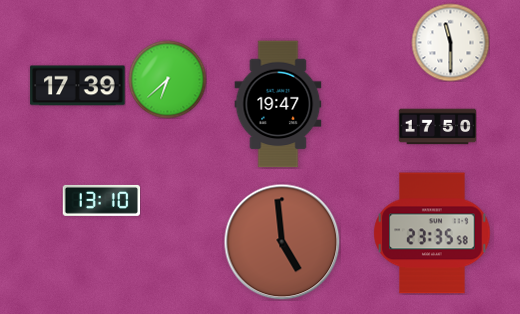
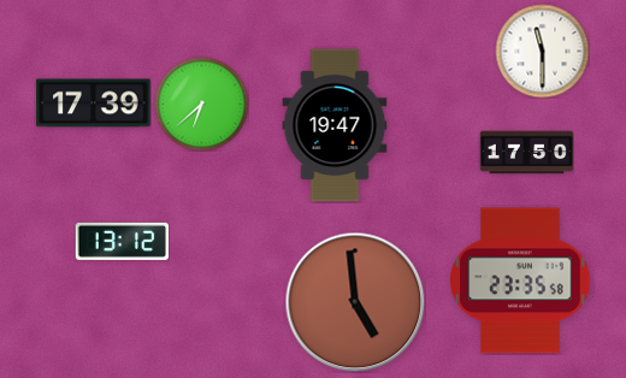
clock at (167, 79) position: (167, 79) -> (201, 104)
clock at (101, 200): 13:10 -> 13:12
clock at (282, 242) position: (282, 242) -> (355, 302)
